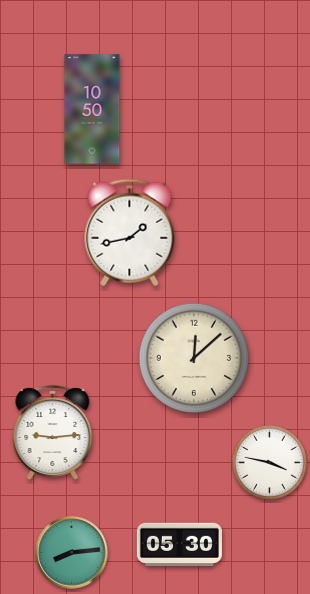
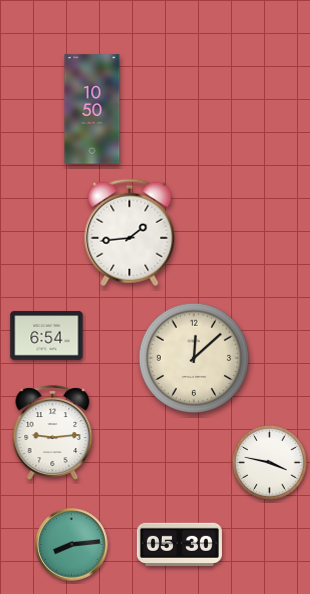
clock at (130, 233): 1:43 -> 1:44
clock at (47, 336): none -> 6:54
clock at (72, 553) position: (72, 553) -> (72, 545)
